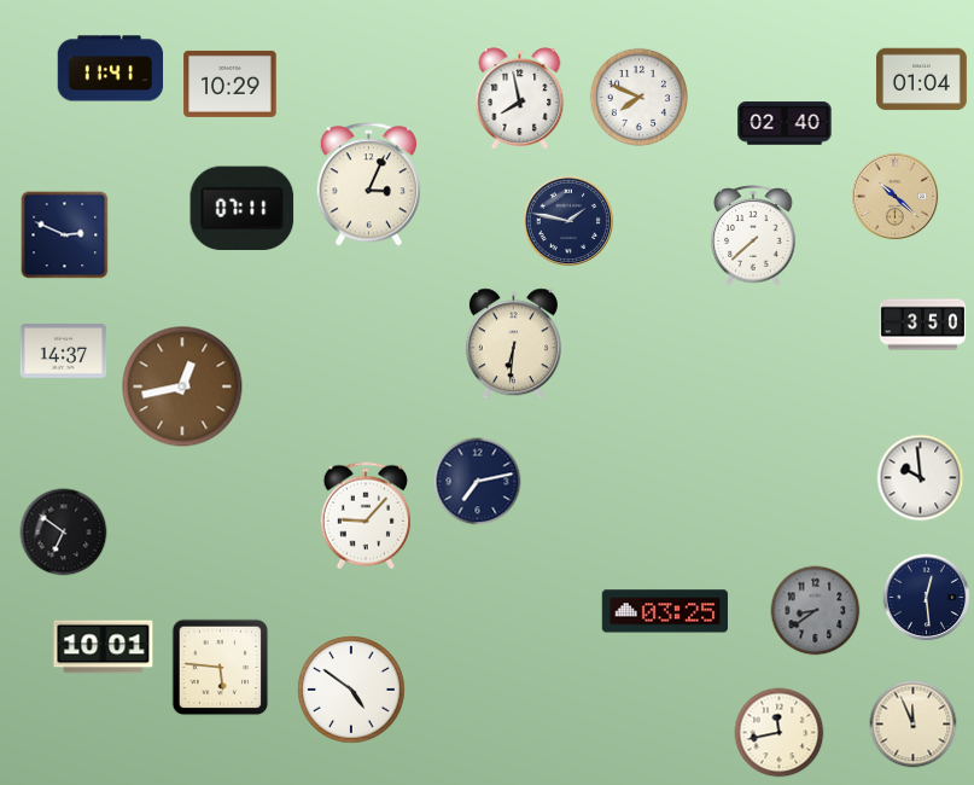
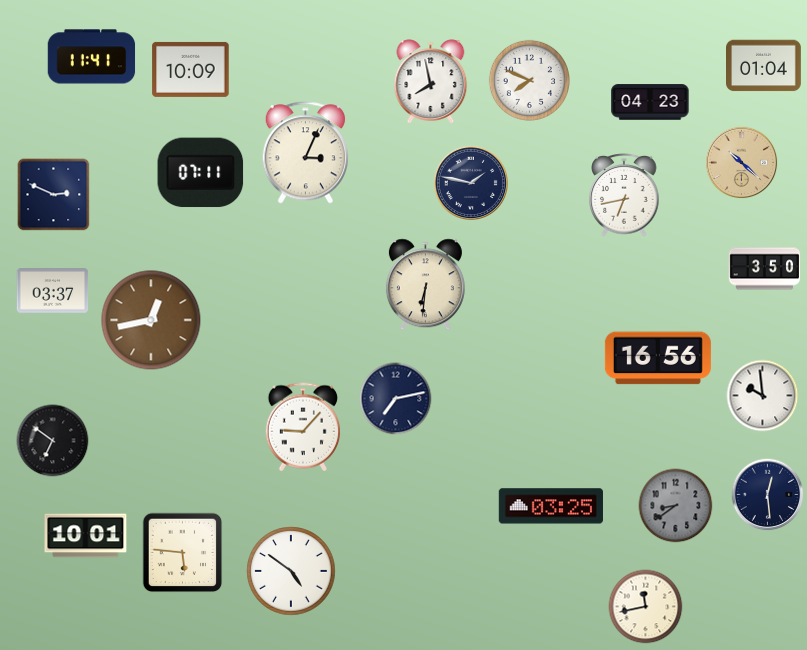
clock at (231, 83): 10:29 -> 10:09
clock at (785, 123): 02:40 -> 04:23
clock at (753, 235): 7:38 -> 6:43
clock at (64, 351): 14:37 -> 03:37
clock at (658, 358): none -> 16:56
clock at (914, 725): 11:56 -> none
